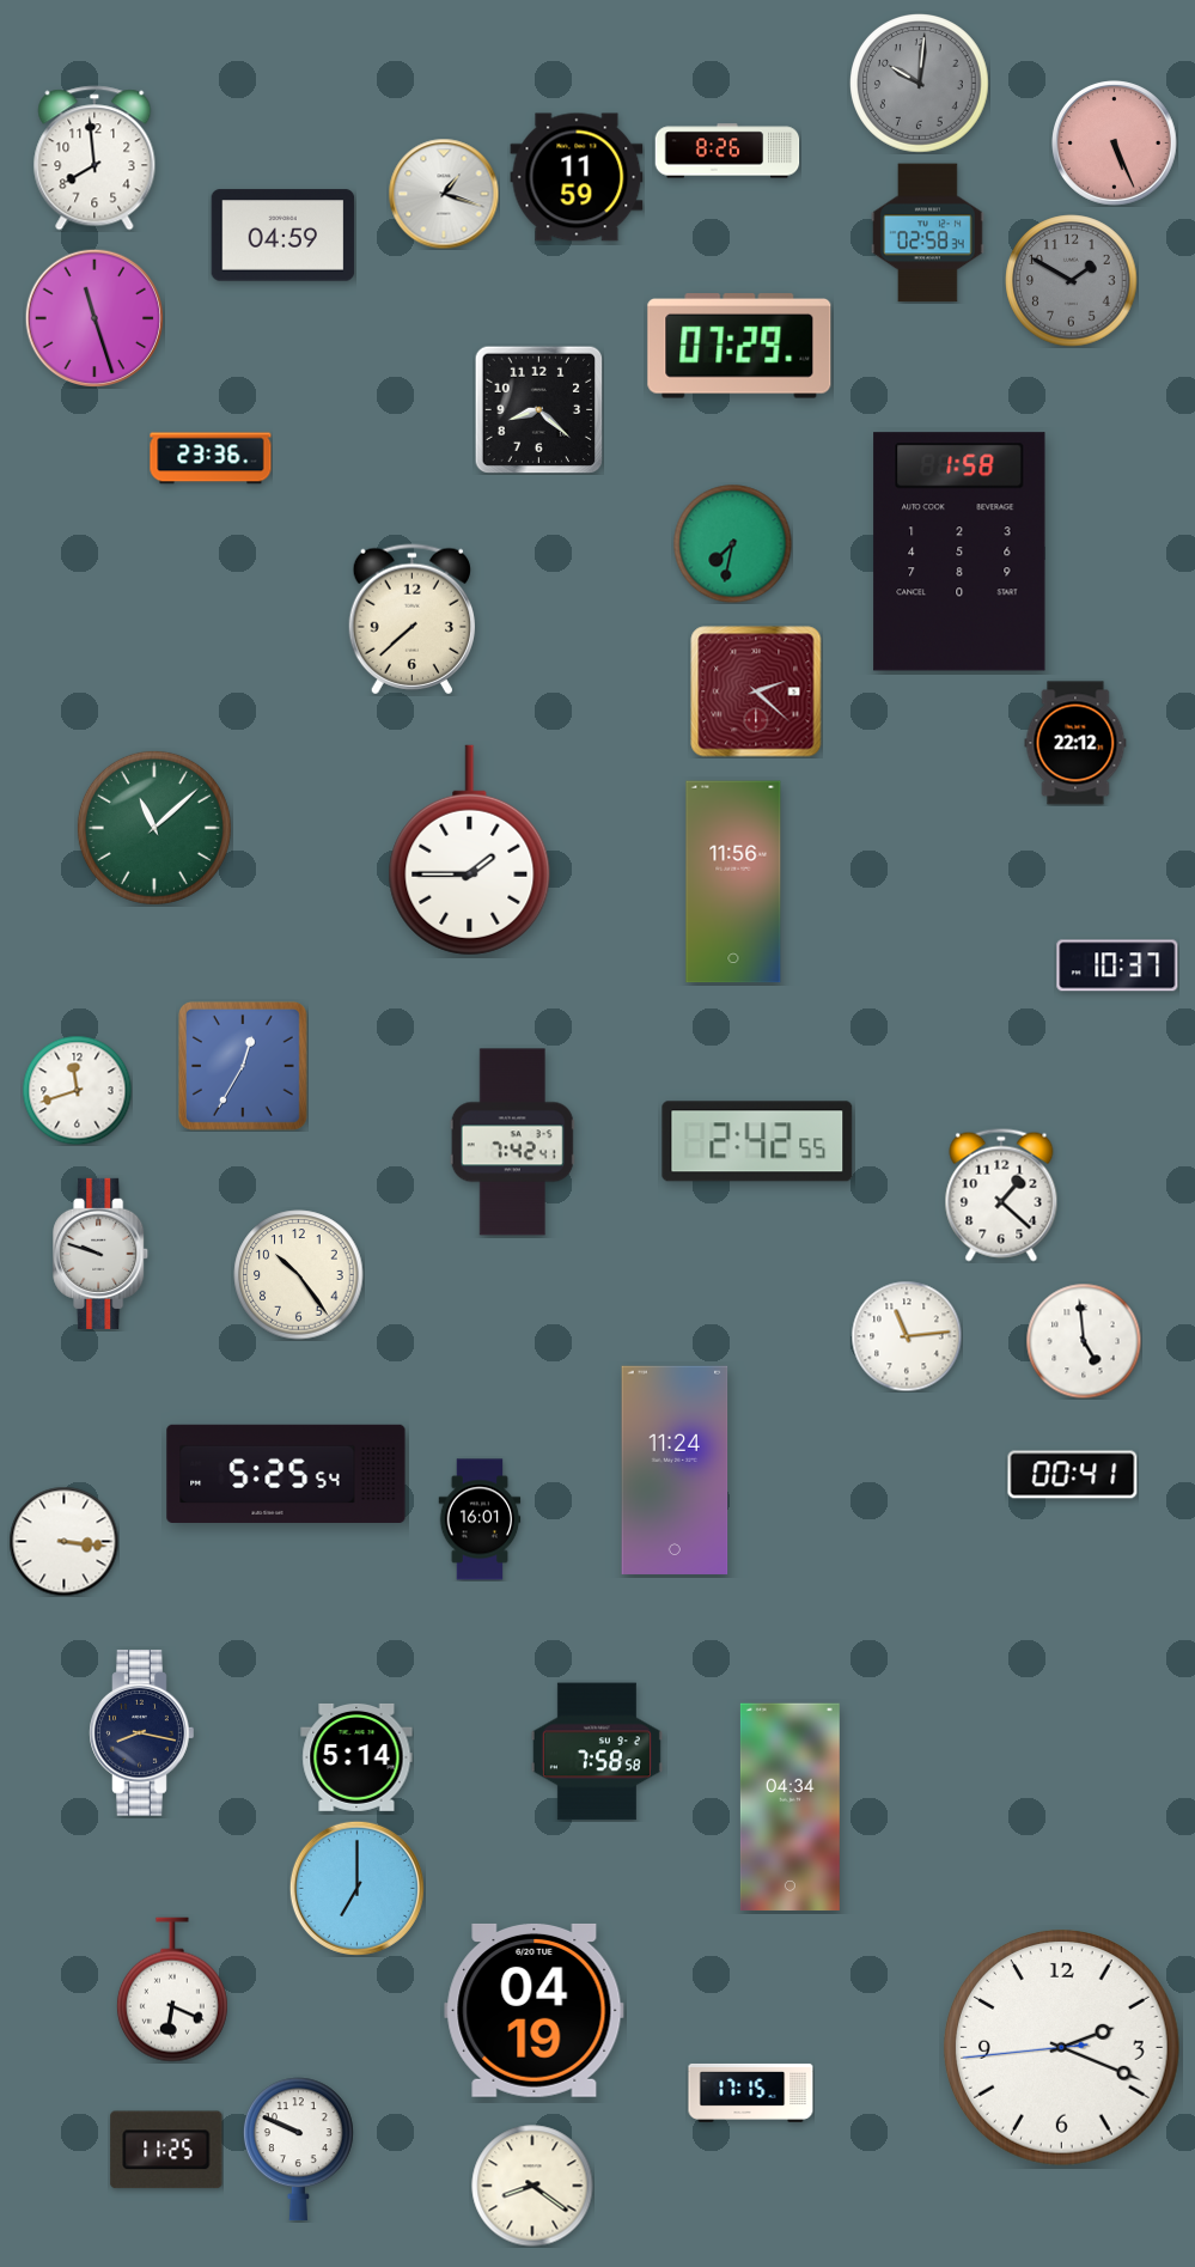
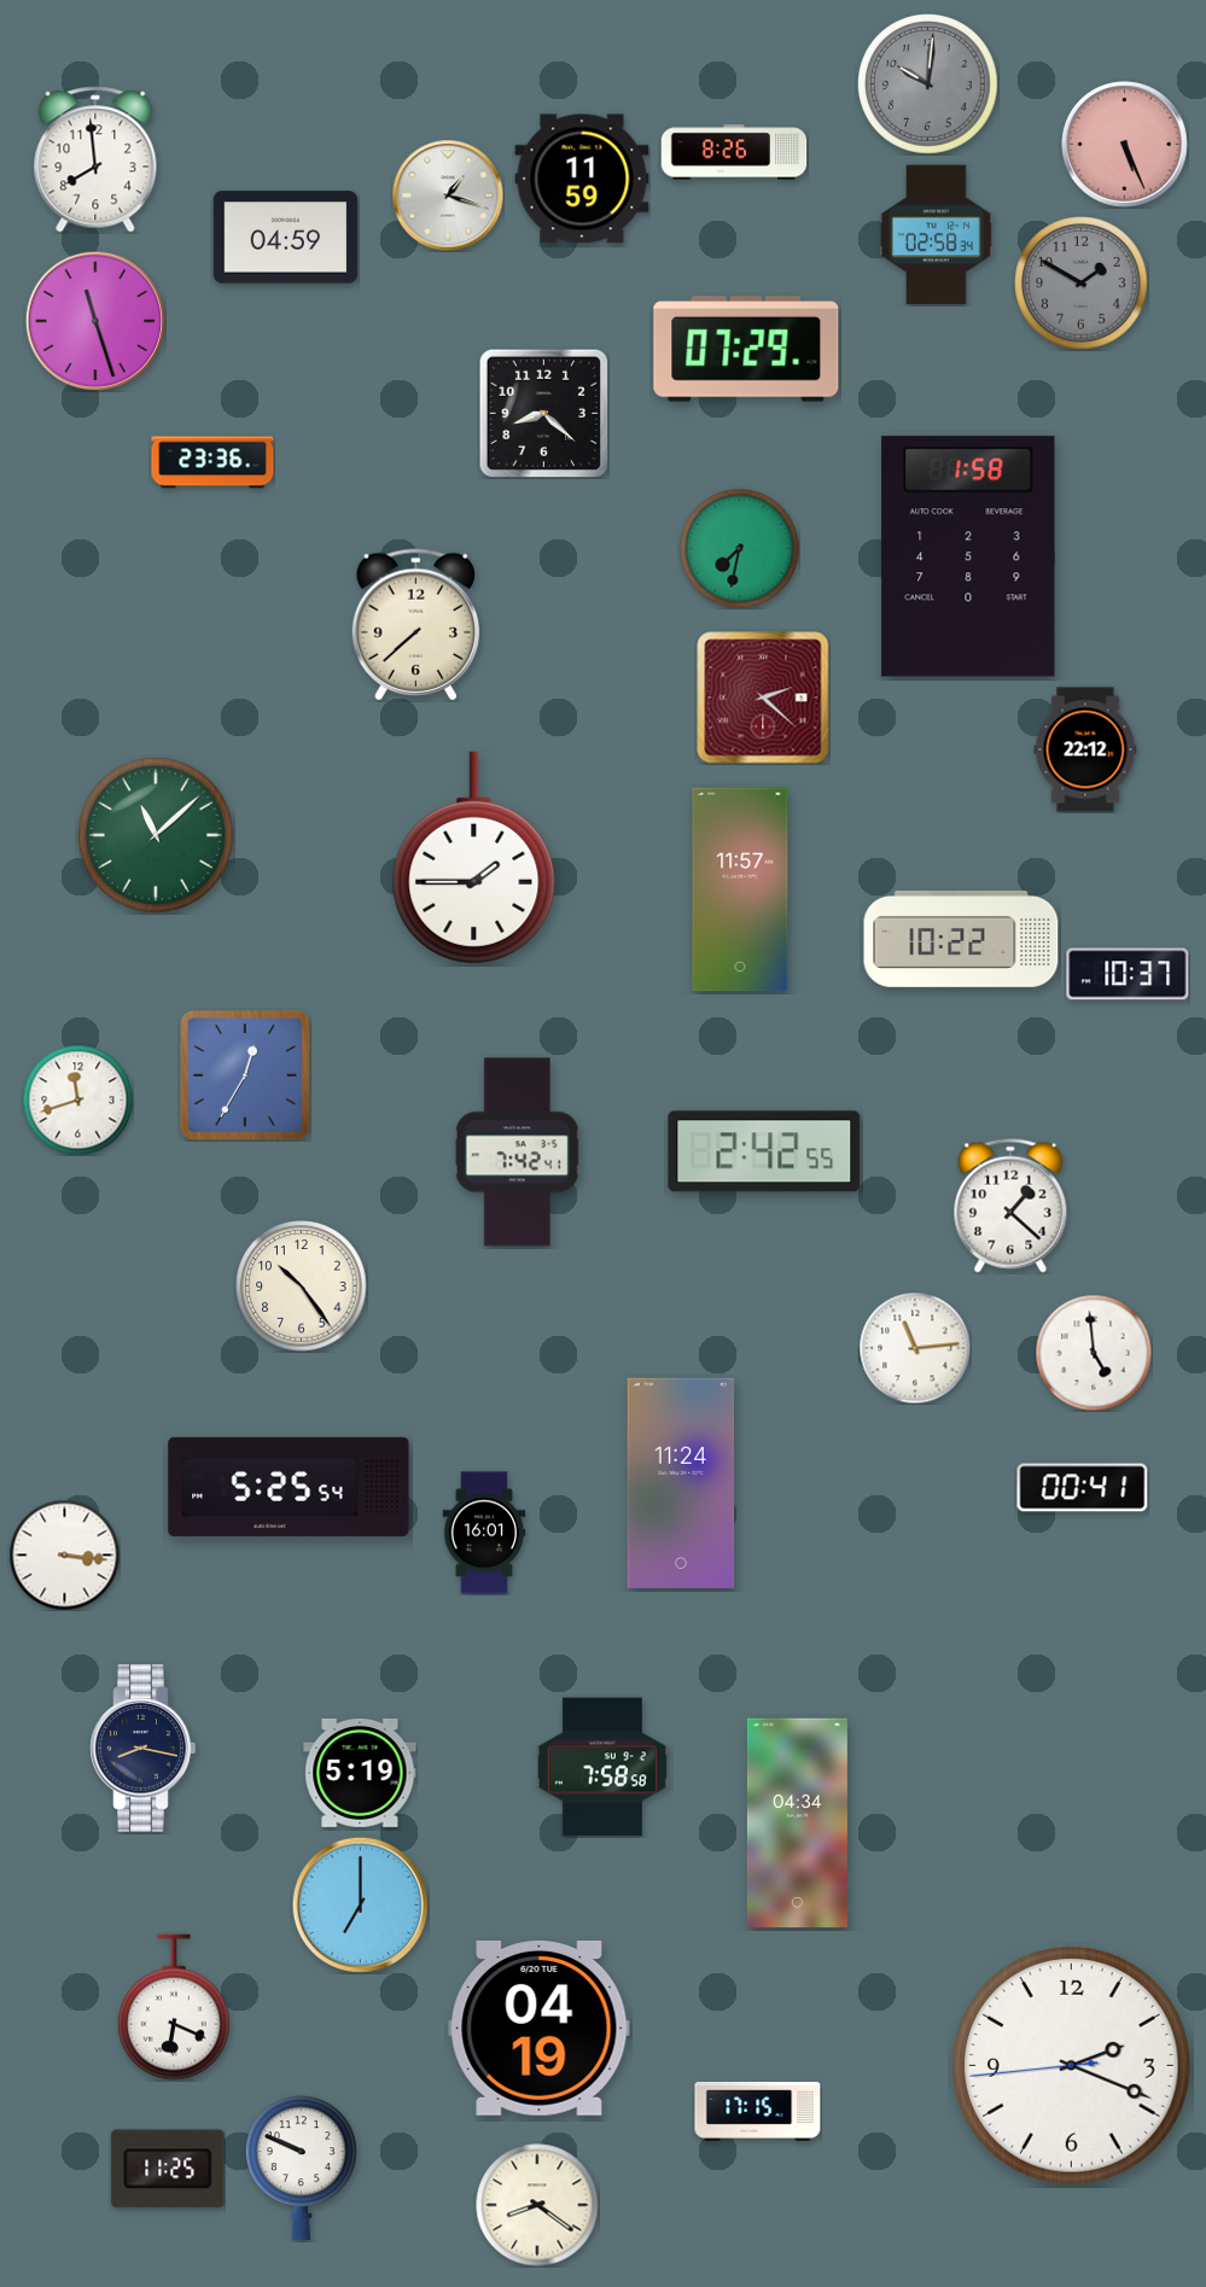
clock at (733, 882): 11:56 -> 11:57
clock at (961, 939): none -> 10:22
clock at (102, 1254): 9:48 -> none
clock at (356, 1757): 5:14 -> 5:19
